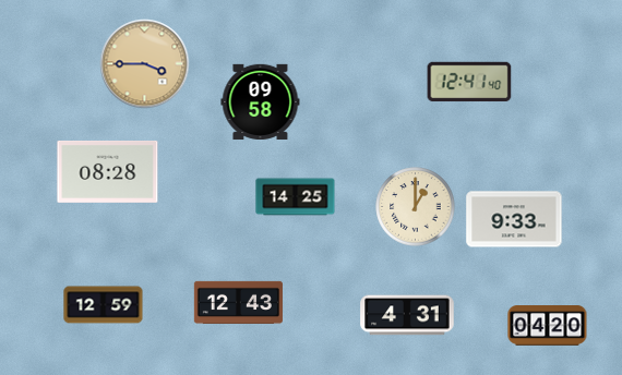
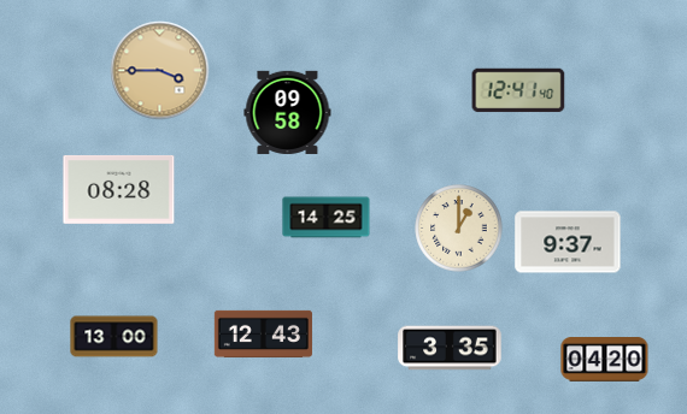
clock at (514, 219): 9:33 -> 9:37
clock at (104, 305): 12:59 -> 13:00
clock at (407, 315): 4:31 -> 3:35
